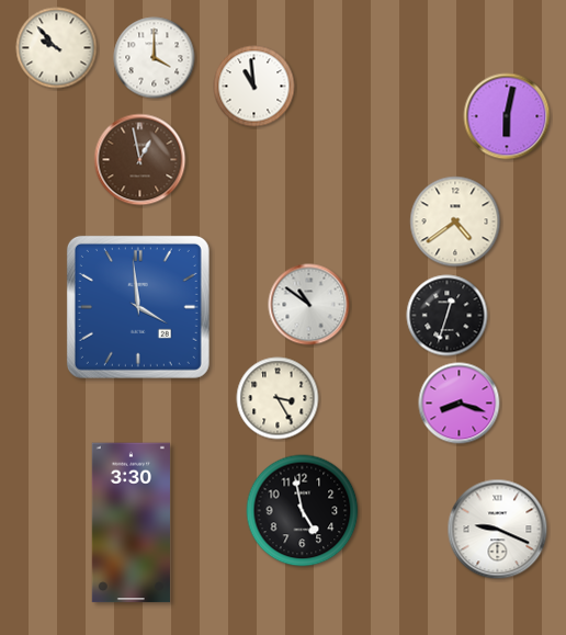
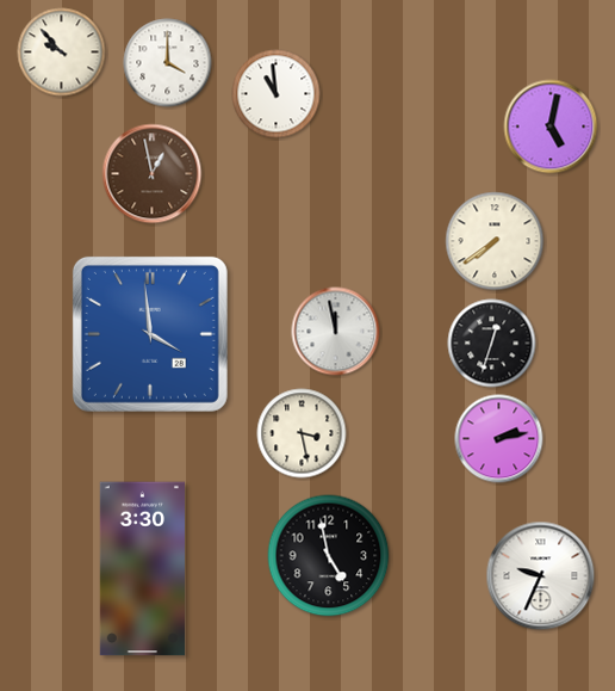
clock at (507, 116): 6:02 -> 5:02
clock at (455, 222): 4:39 -> 7:39
clock at (309, 305): 10:51 -> 11:58
clock at (448, 316) position: (448, 316) -> (492, 344)
clock at (278, 398): 3:25 -> 3:28
clock at (460, 404): 8:18 -> 2:13
clock at (498, 530): 9:19 -> 9:34
